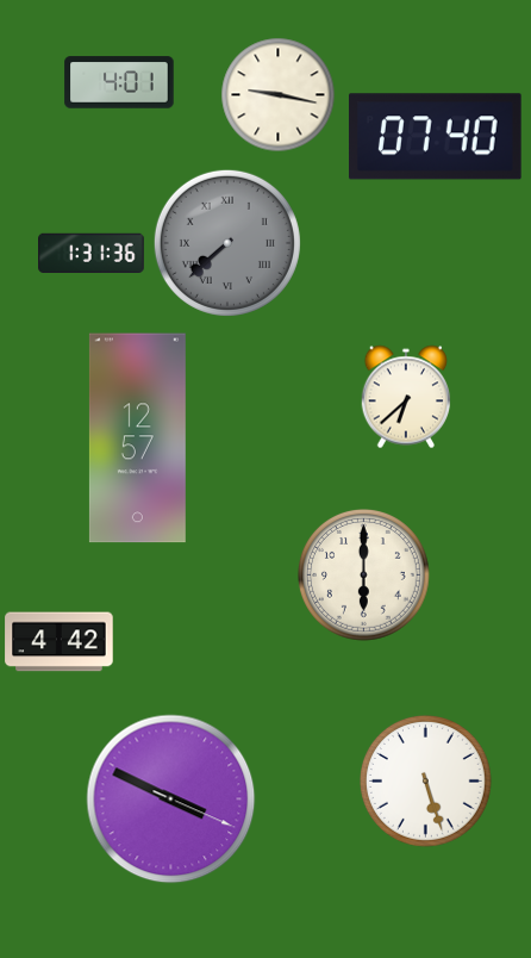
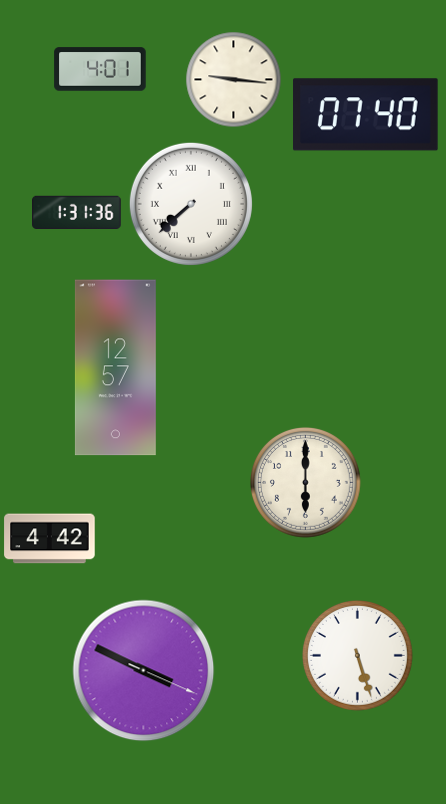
clock at (277, 94): 9:17 -> 9:16
clock at (227, 243) dial: grey -> white
clock at (406, 397): 6:38 -> none
